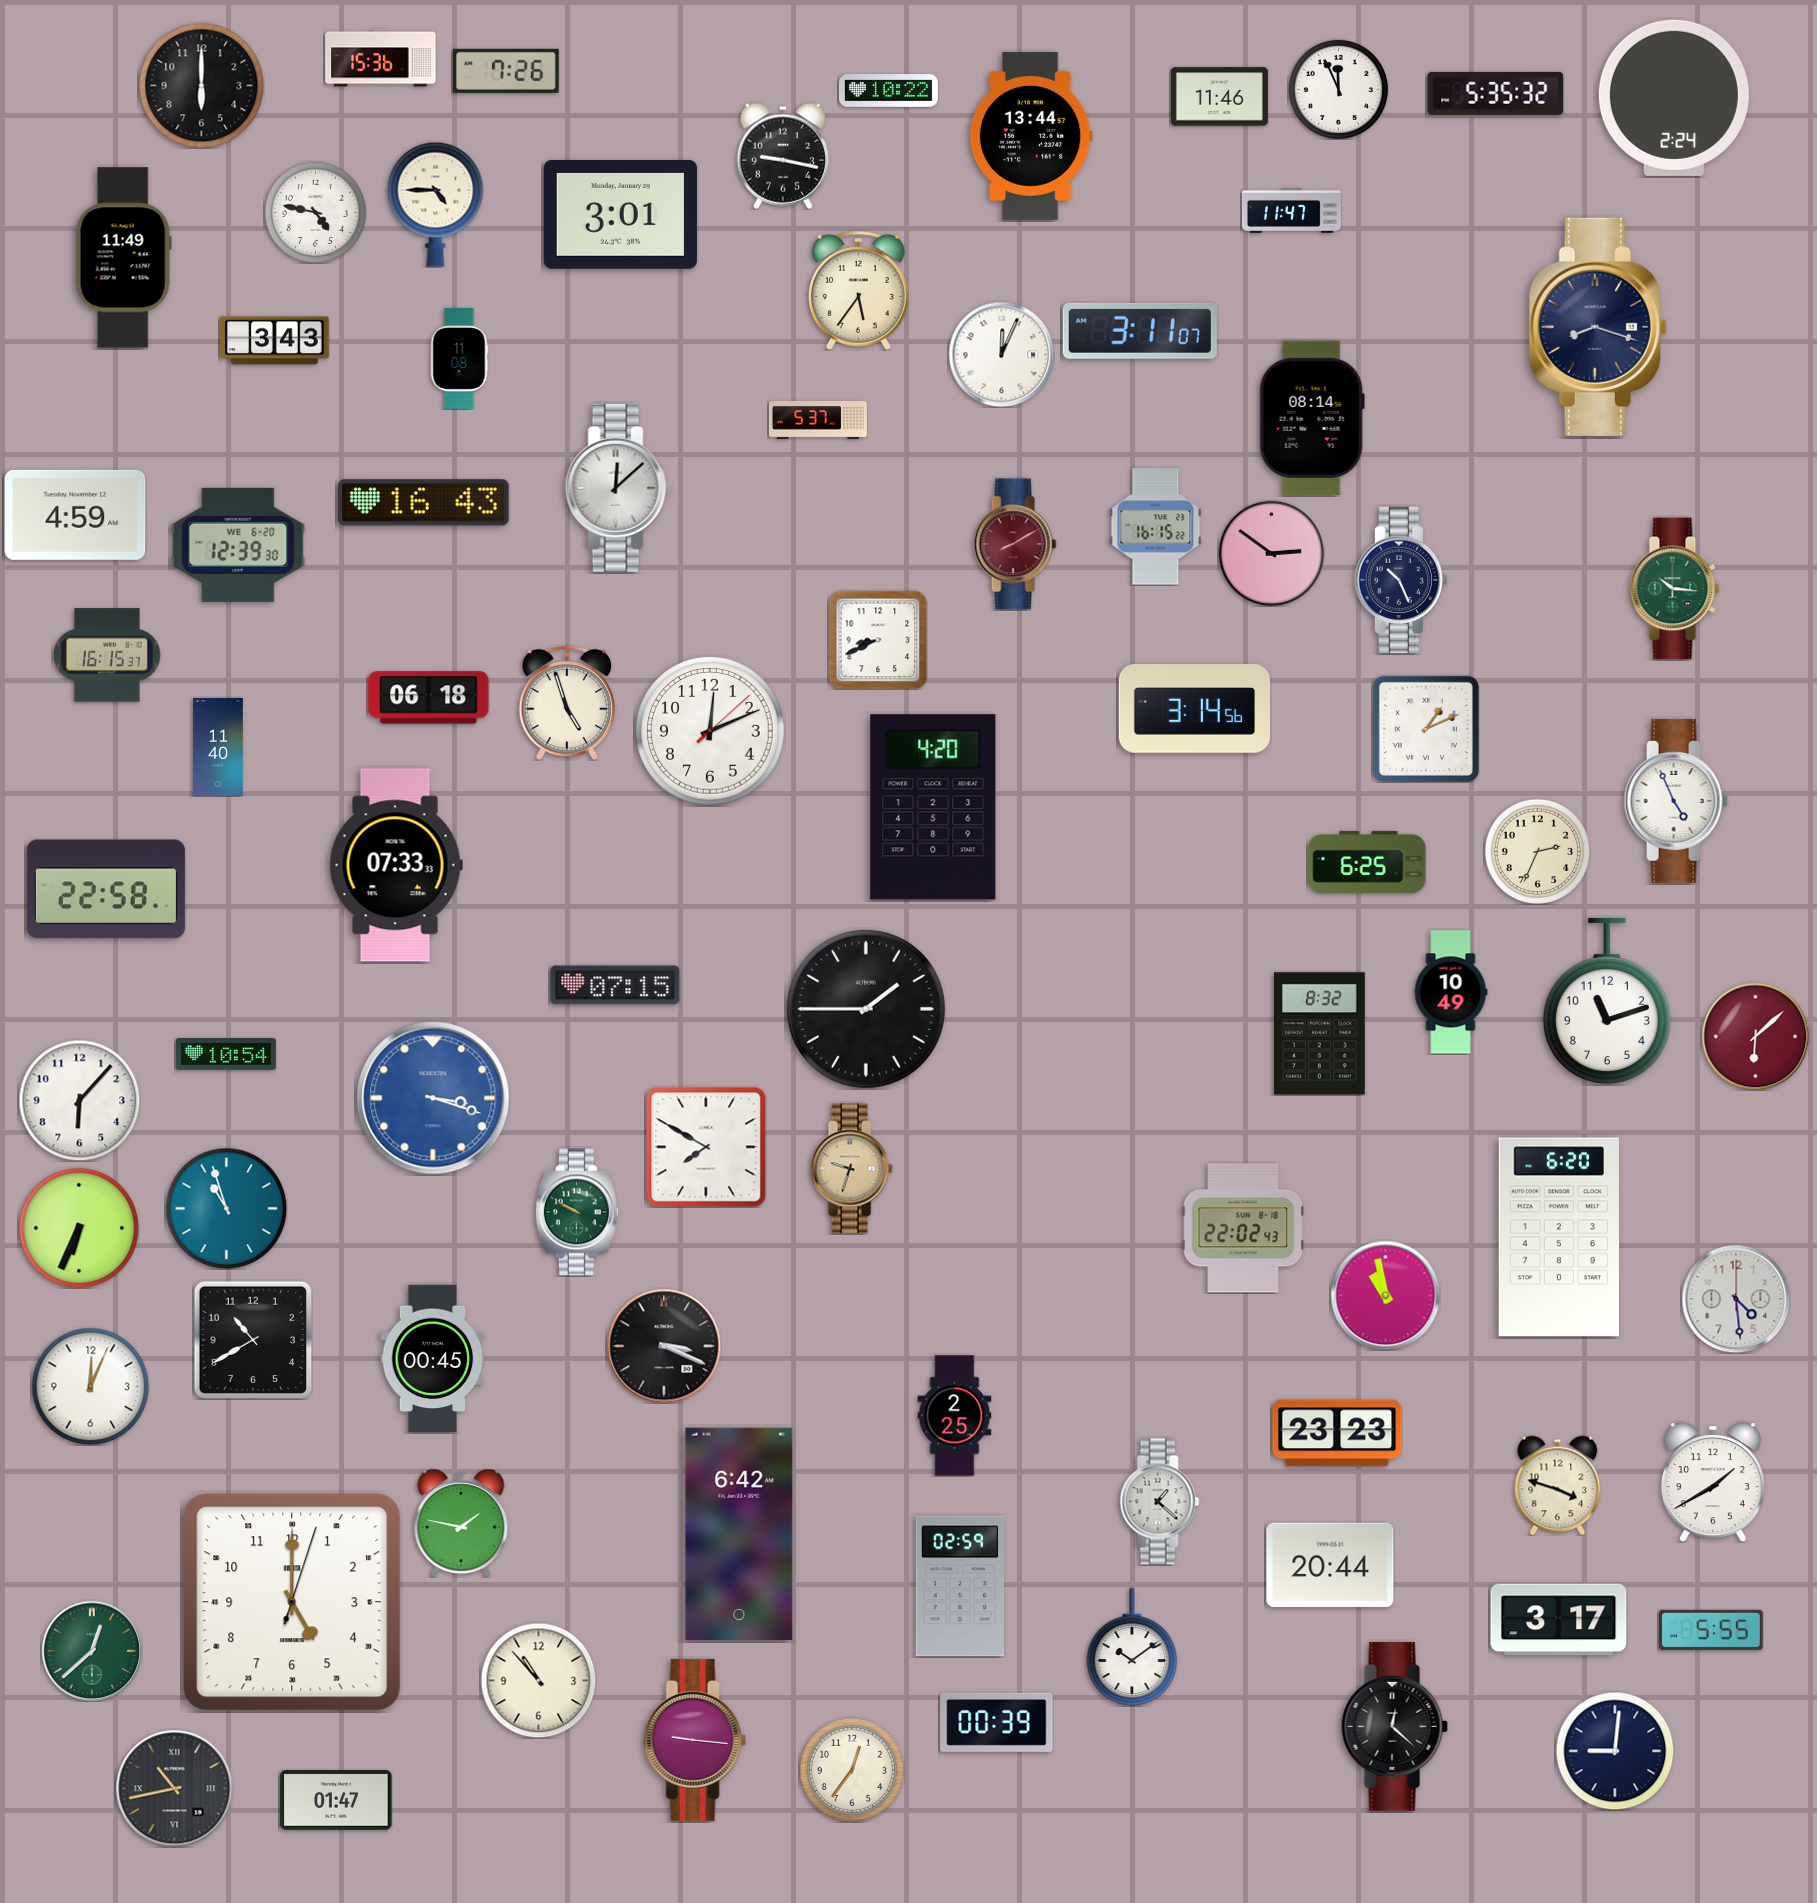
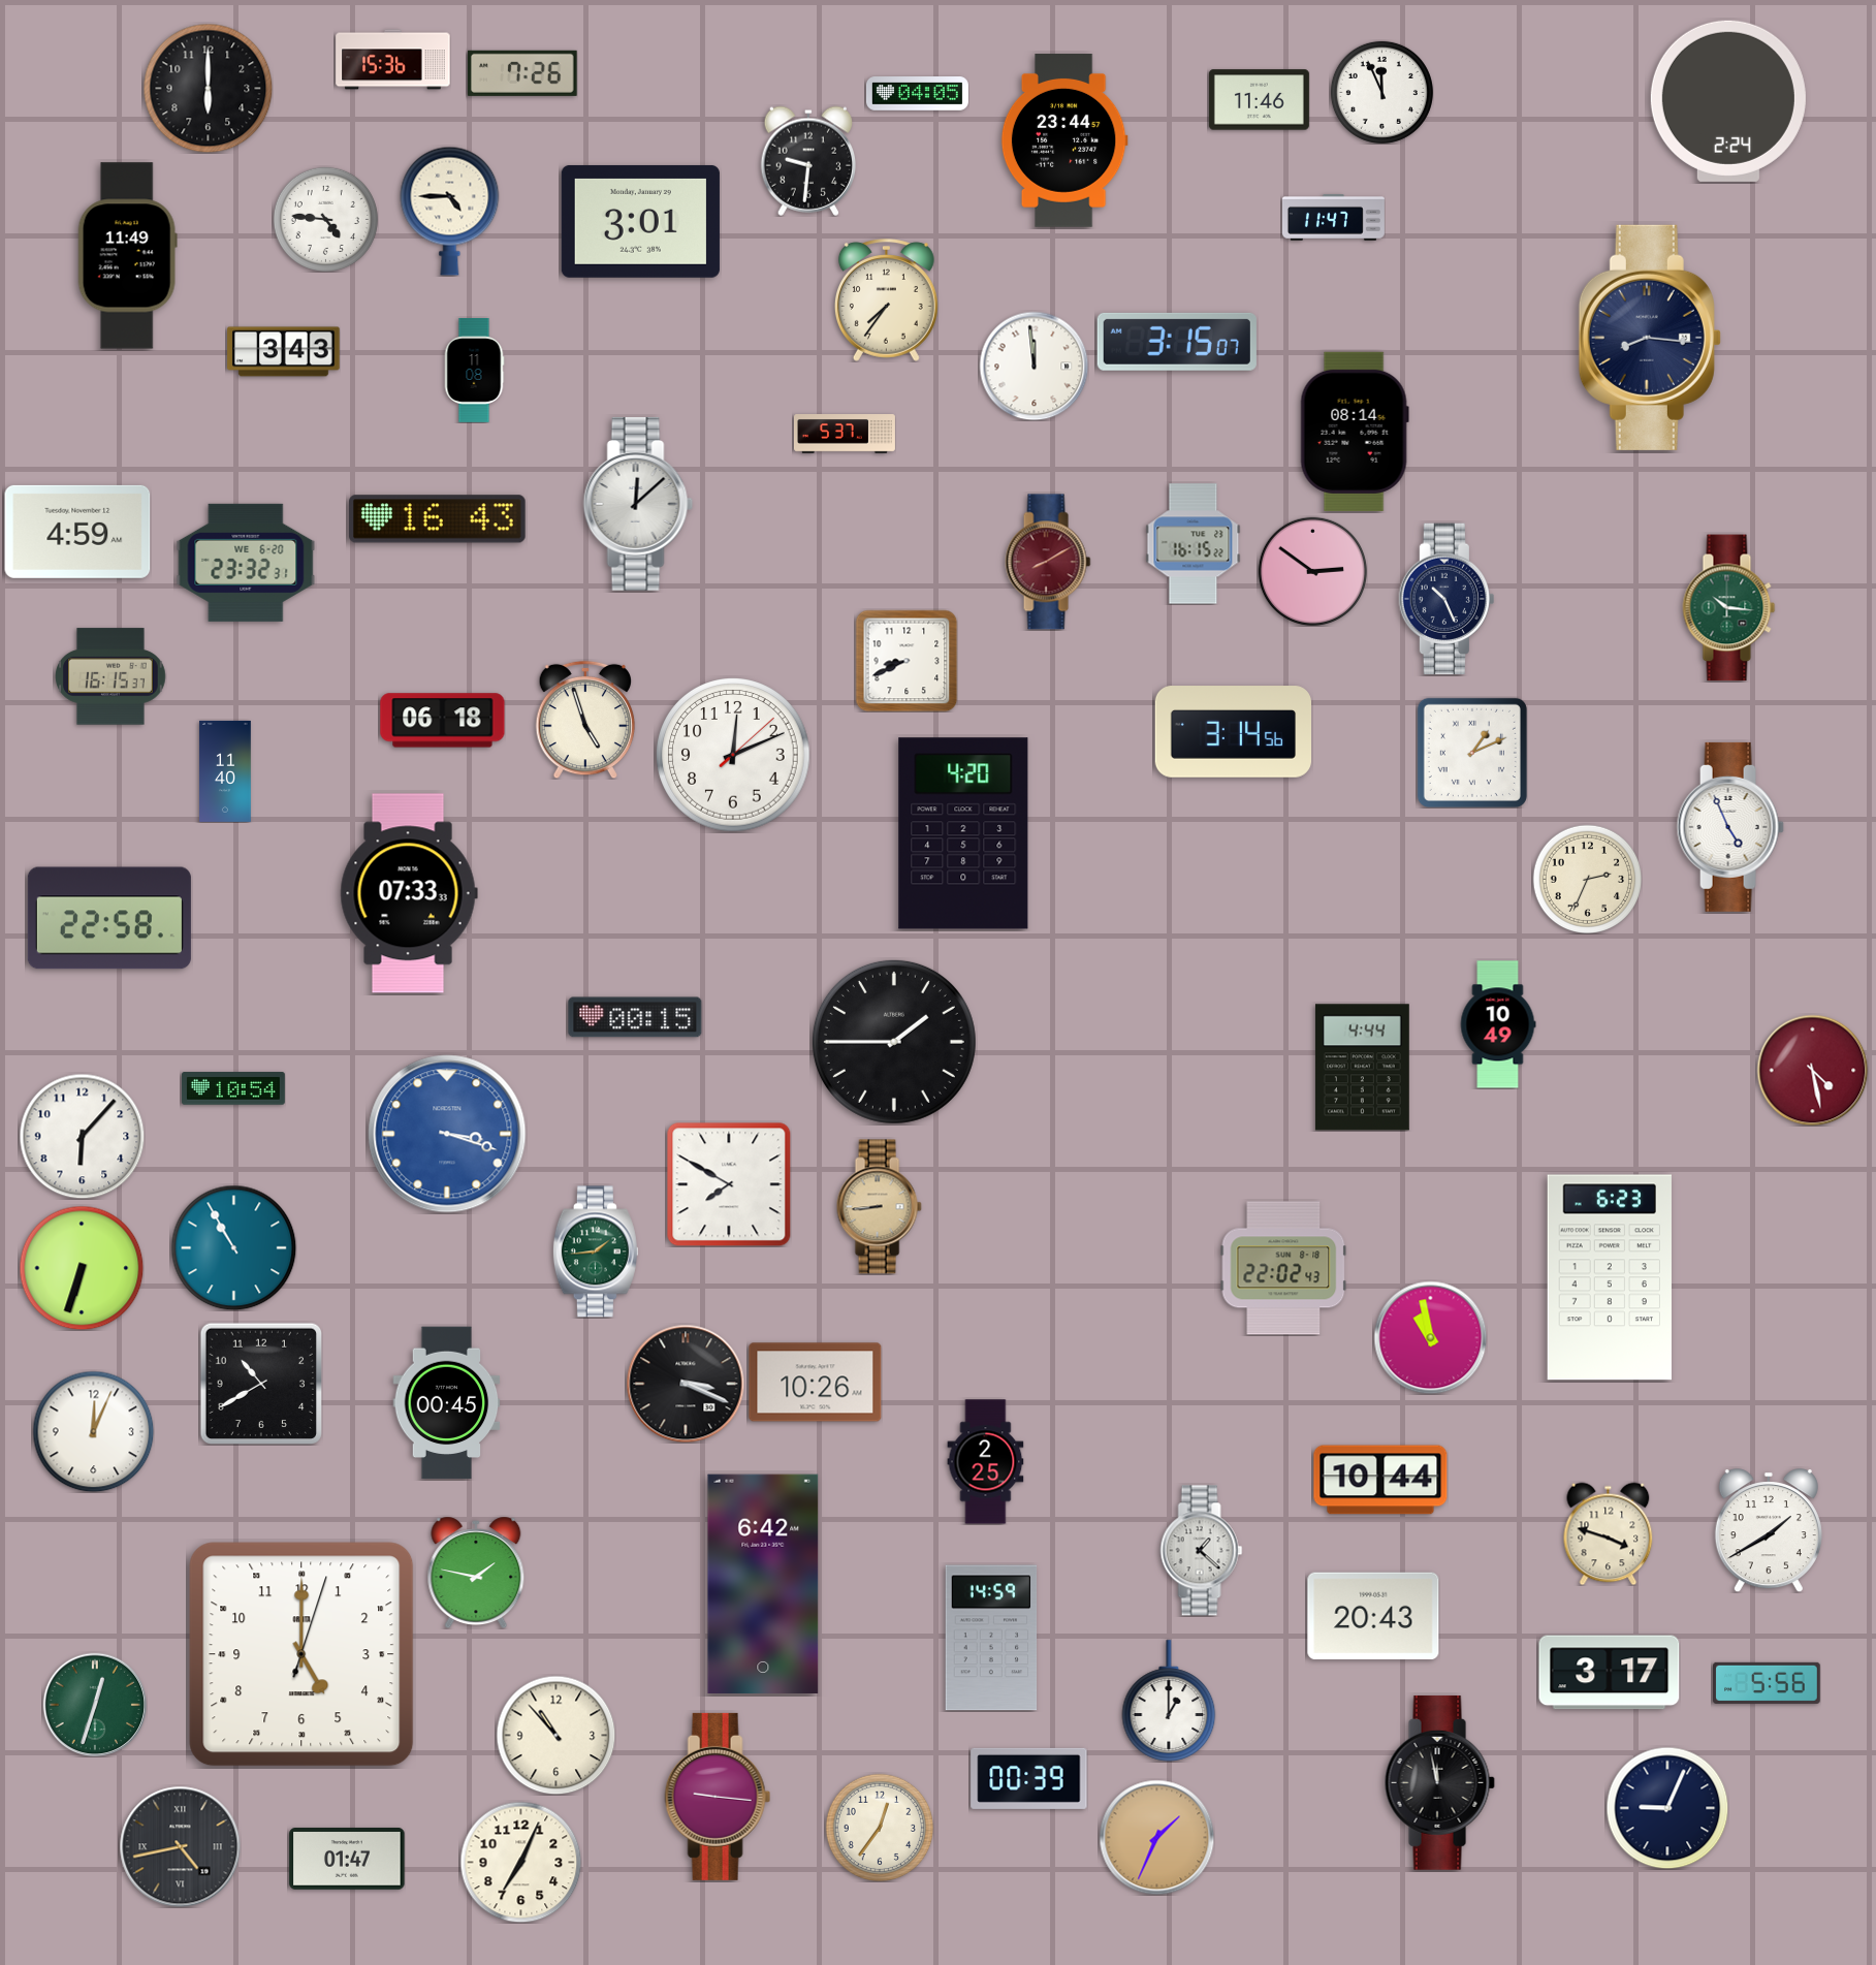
clock at (888, 91): 10:22 -> 04:05
clock at (1496, 93): 5:35 -> none
clock at (1031, 136): 13:44 -> 23:44
clock at (782, 156): 9:17 -> 9:31
clock at (315, 212): 4:47 -> 4:46
clock at (123, 258) position: (123, 258) -> (127, 256)
clock at (858, 291): 5:36 -> 7:36
clock at (1598, 327): 8:18 -> 8:16
clock at (1140, 331): 3:11 -> 3:15
clock at (1001, 354): 12:04 -> 11:59
clock at (238, 545): 12:39 -> 23:32
clock at (567, 703) position: (567, 703) -> (585, 720)
clock at (1367, 862): 6:25 -> none
clock at (615, 985): 07:15 -> 00:15
clock at (1607, 1001): 11:12 -> none
clock at (1319, 1034): 8:32 -> 4:44
clock at (1755, 1036): 6:08 -> 4:28
clock at (851, 1169): 9:33 -> 8:44
clock at (226, 1208): 10:57 -> 10:55
clock at (577, 1212): 9:50 -> 1:44
clock at (79, 1228): 6:34 -> 6:33
clock at (1559, 1237): 6:20 -> 6:23
clock at (1736, 1299): 4:29 -> none
clock at (816, 1383): none -> 10:26
clock at (664, 1346) position: (664, 1346) -> (686, 1384)
clock at (1337, 1433): 23:23 -> 10:44
clock at (1160, 1502) position: (1160, 1502) -> (1202, 1551)
clock at (1330, 1565): 20:44 -> 20:43
clock at (960, 1586): 02:59 -> 14:59
clock at (1711, 1630): 5:55 -> 5:56
clock at (1132, 1647): 10:09 -> 1:00
clock at (92, 1651): 12:38 -> 12:33
clock at (1394, 1726): 12:22 -> 11:58
clock at (1615, 1751): 9:01 -> 9:04
clock at (1156, 1837): none -> 1:34
clock at (174, 1788): 10:43 -> 4:43
clock at (520, 1862): none -> 7:04
